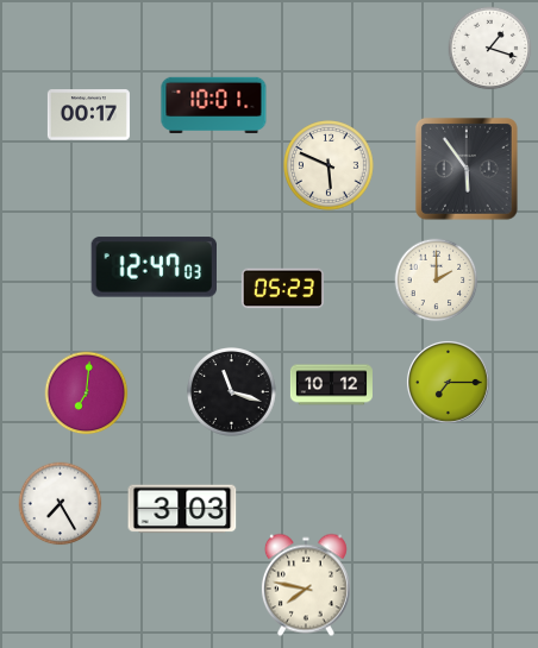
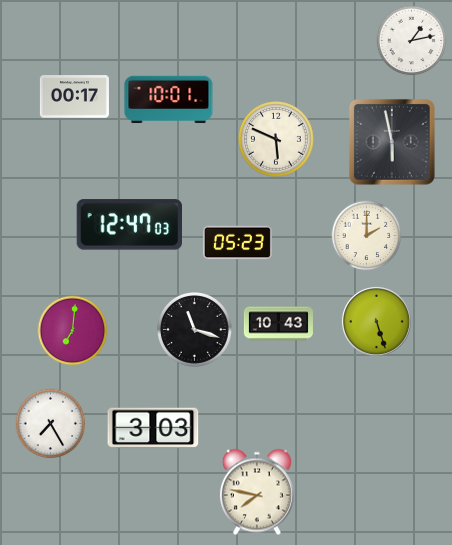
clock at (490, 49): 1:18 -> 1:13
clock at (214, 106) position: (214, 106) -> (169, 100)
clock at (467, 169): 5:54 -> 5:58
clock at (448, 382): 7:15 -> 5:27
clock at (331, 385): 10:12 -> 10:43
